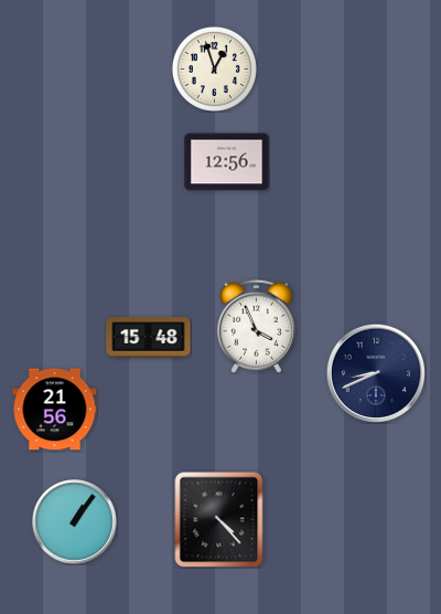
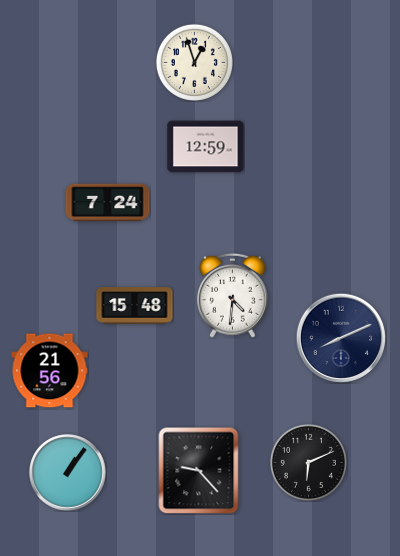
clock at (227, 162): 12:56 -> 12:59
clock at (108, 203): none -> 7:24
clock at (256, 326): 3:56 -> 4:31
clock at (375, 372): 8:41 -> 8:11
clock at (308, 462): none -> 6:11
clock at (219, 519): 4:23 -> 9:23
